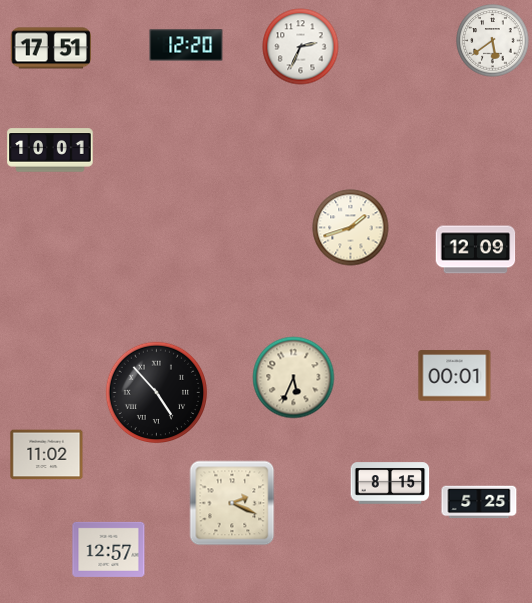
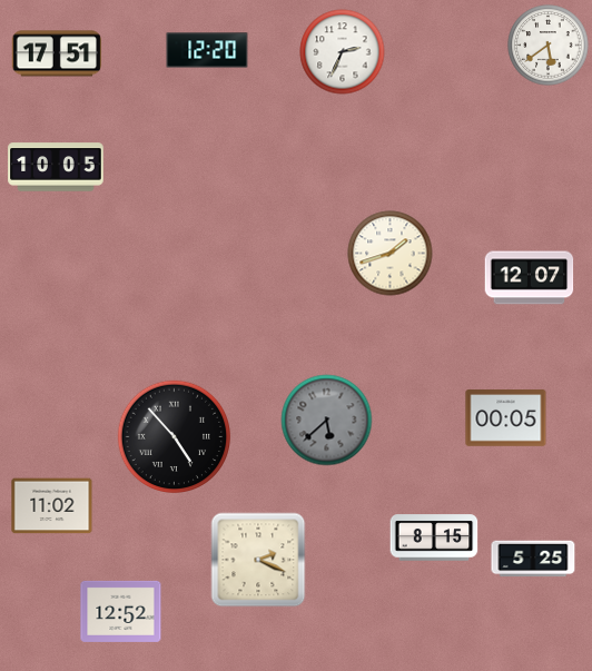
clock at (301, 47) position: (301, 47) -> (343, 52)
clock at (50, 150): 10:01 -> 10:05
clock at (476, 250): 12:09 -> 12:07
clock at (455, 376): 00:01 -> 00:05
clock at (294, 378): 5:34 -> 5:38
clock at (294, 378) dial: cream -> grey
clock at (109, 549): 12:57 -> 12:52
